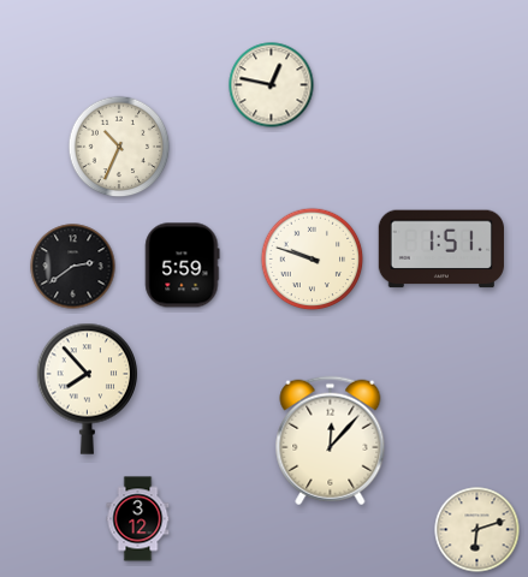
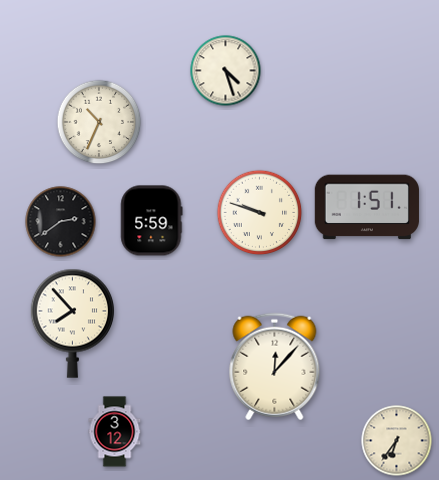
clock at (272, 85): 12:47 -> 4:27
clock at (313, 260) position: (313, 260) -> (260, 213)
clock at (477, 530): 6:12 -> 6:36
